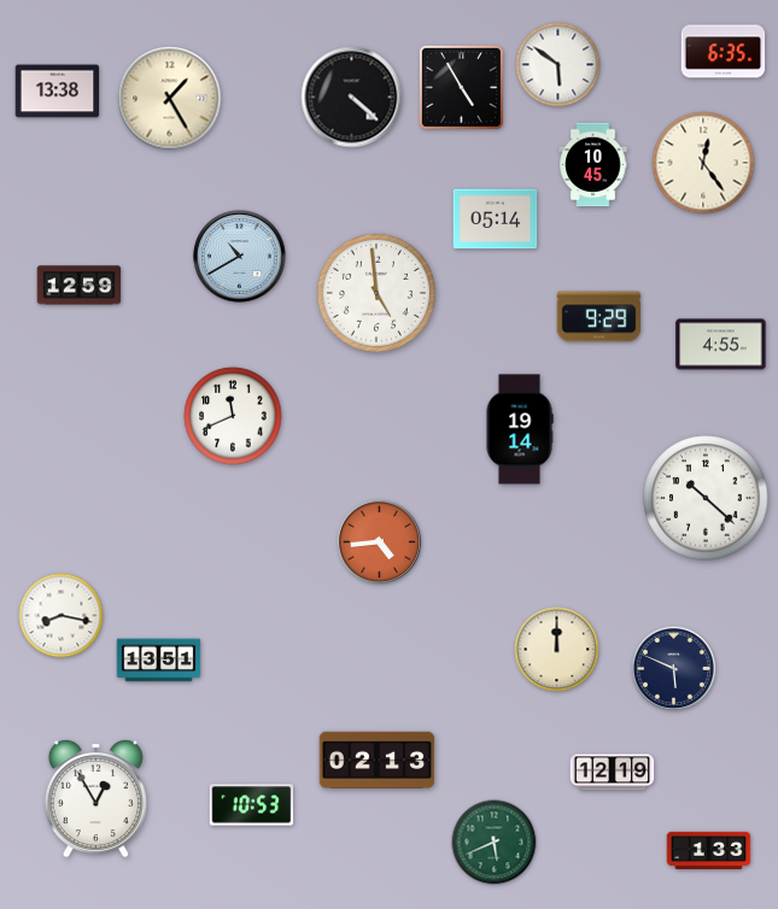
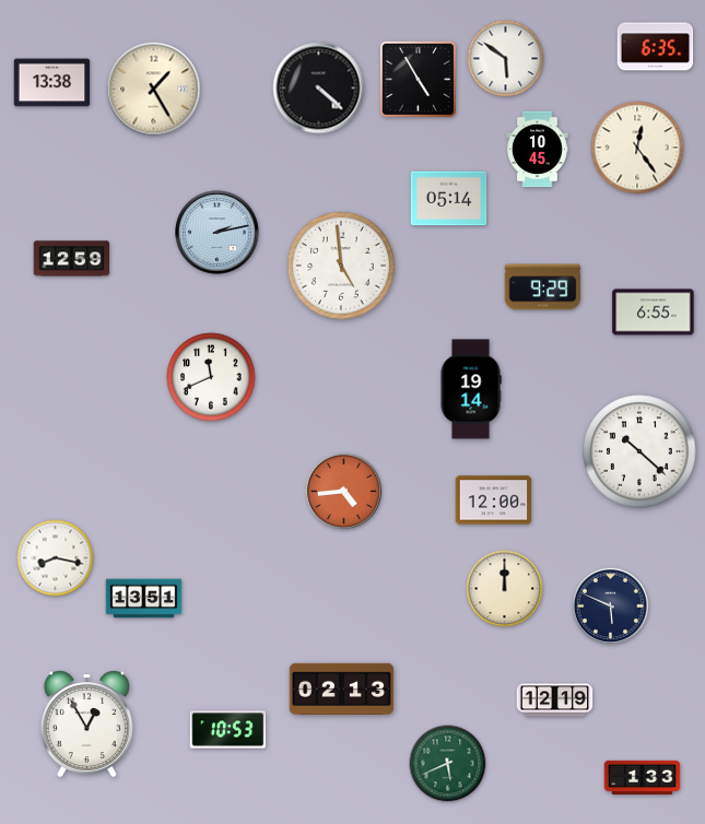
clock at (240, 257): 10:40 -> 2:13
clock at (721, 345): 4:55 -> 6:55
clock at (494, 501): none -> 12:00
clock at (709, 850) position: (709, 850) -> (643, 777)
